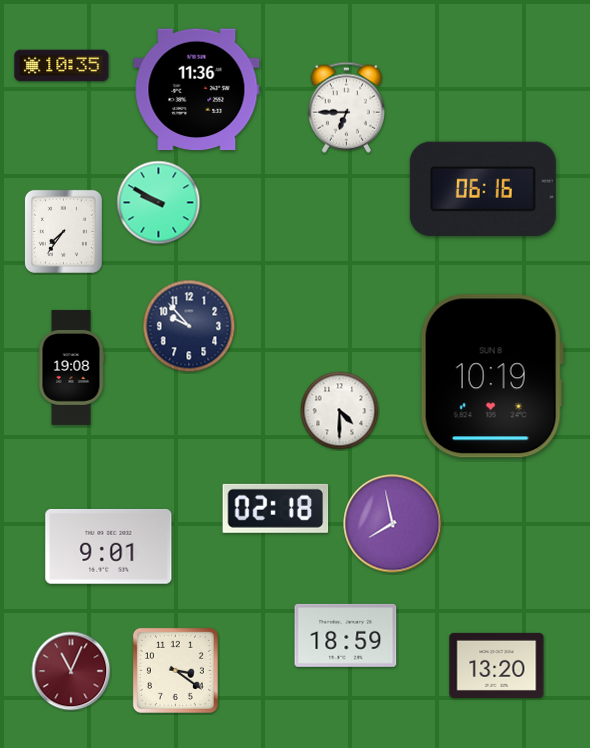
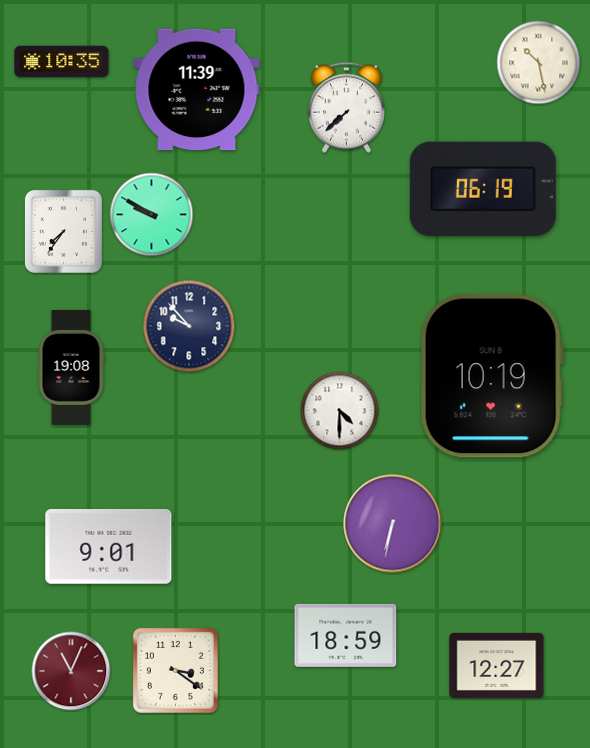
clock at (539, 63): none -> 10:28
clock at (62, 66) position: (62, 66) -> (62, 62)
clock at (197, 90): 11:36 -> 11:39
clock at (346, 107): 6:45 -> 7:38
clock at (483, 188): 06:16 -> 06:19
clock at (159, 203) position: (159, 203) -> (152, 215)
clock at (276, 508): 02:18 -> none
clock at (393, 524): 7:58 -> 6:32
clock at (497, 665): 13:20 -> 12:27
